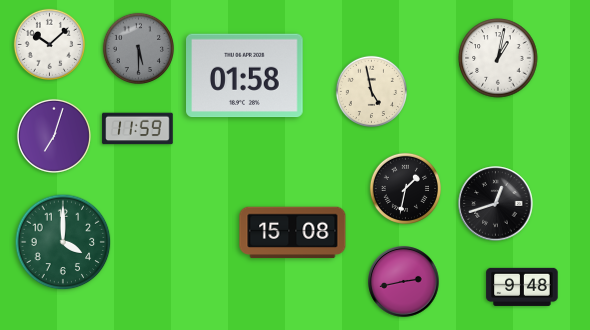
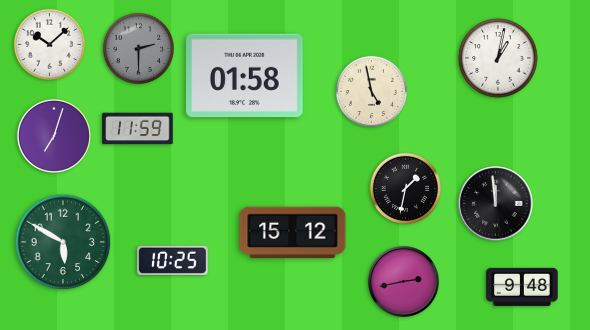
clock at (138, 48): 5:30 -> 2:30
clock at (496, 204): 12:42 -> 11:59
clock at (293, 233): 15:08 -> 15:12
clock at (63, 242): 4:00 -> 5:50
clock at (173, 260): none -> 10:25
